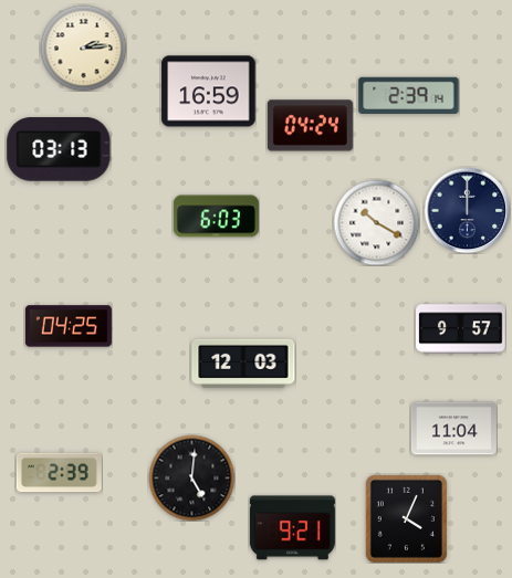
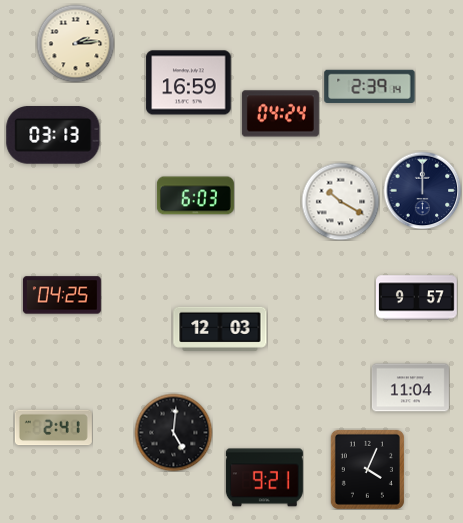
clock at (59, 473): 2:39 -> 2:41
